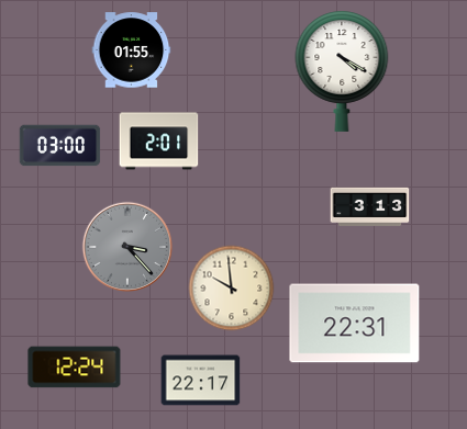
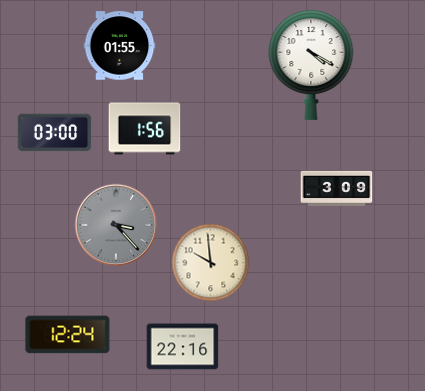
clock at (159, 142): 2:01 -> 1:56
clock at (370, 206): 3:13 -> 3:09
clock at (355, 324): 22:31 -> none
clock at (201, 381): 22:17 -> 22:16
